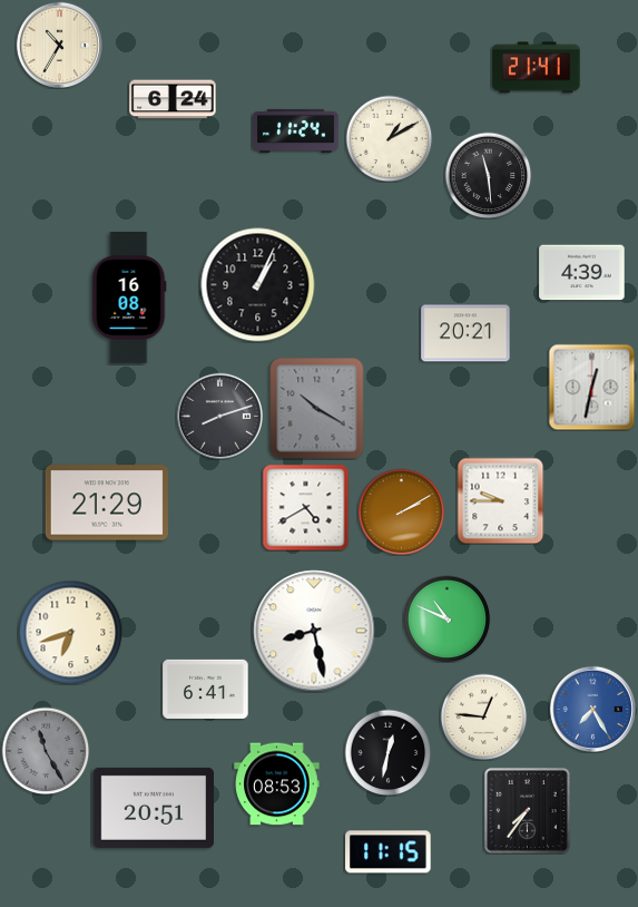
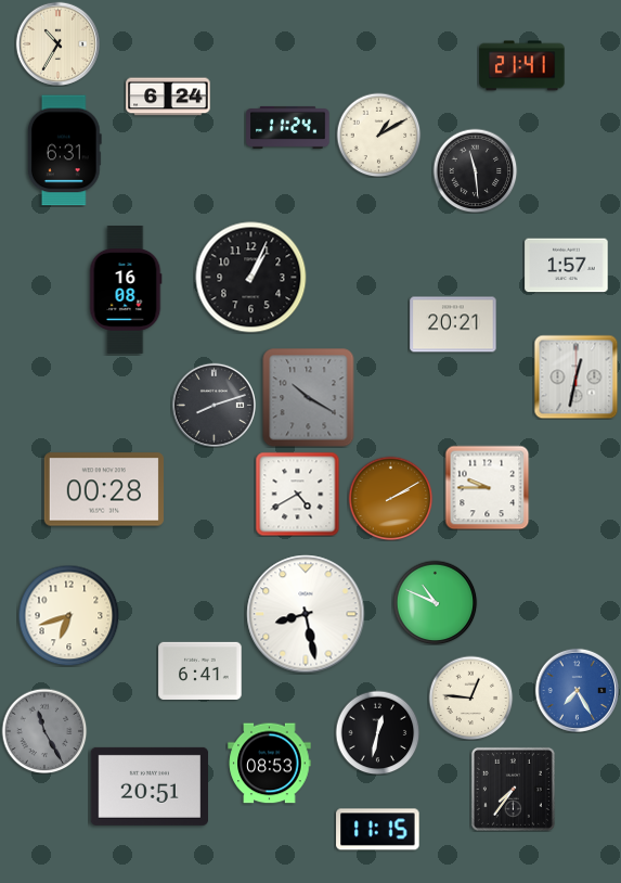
clock at (64, 151): none -> 6:31
clock at (582, 273): 4:39 -> 1:57
clock at (107, 503): 21:29 -> 00:28
